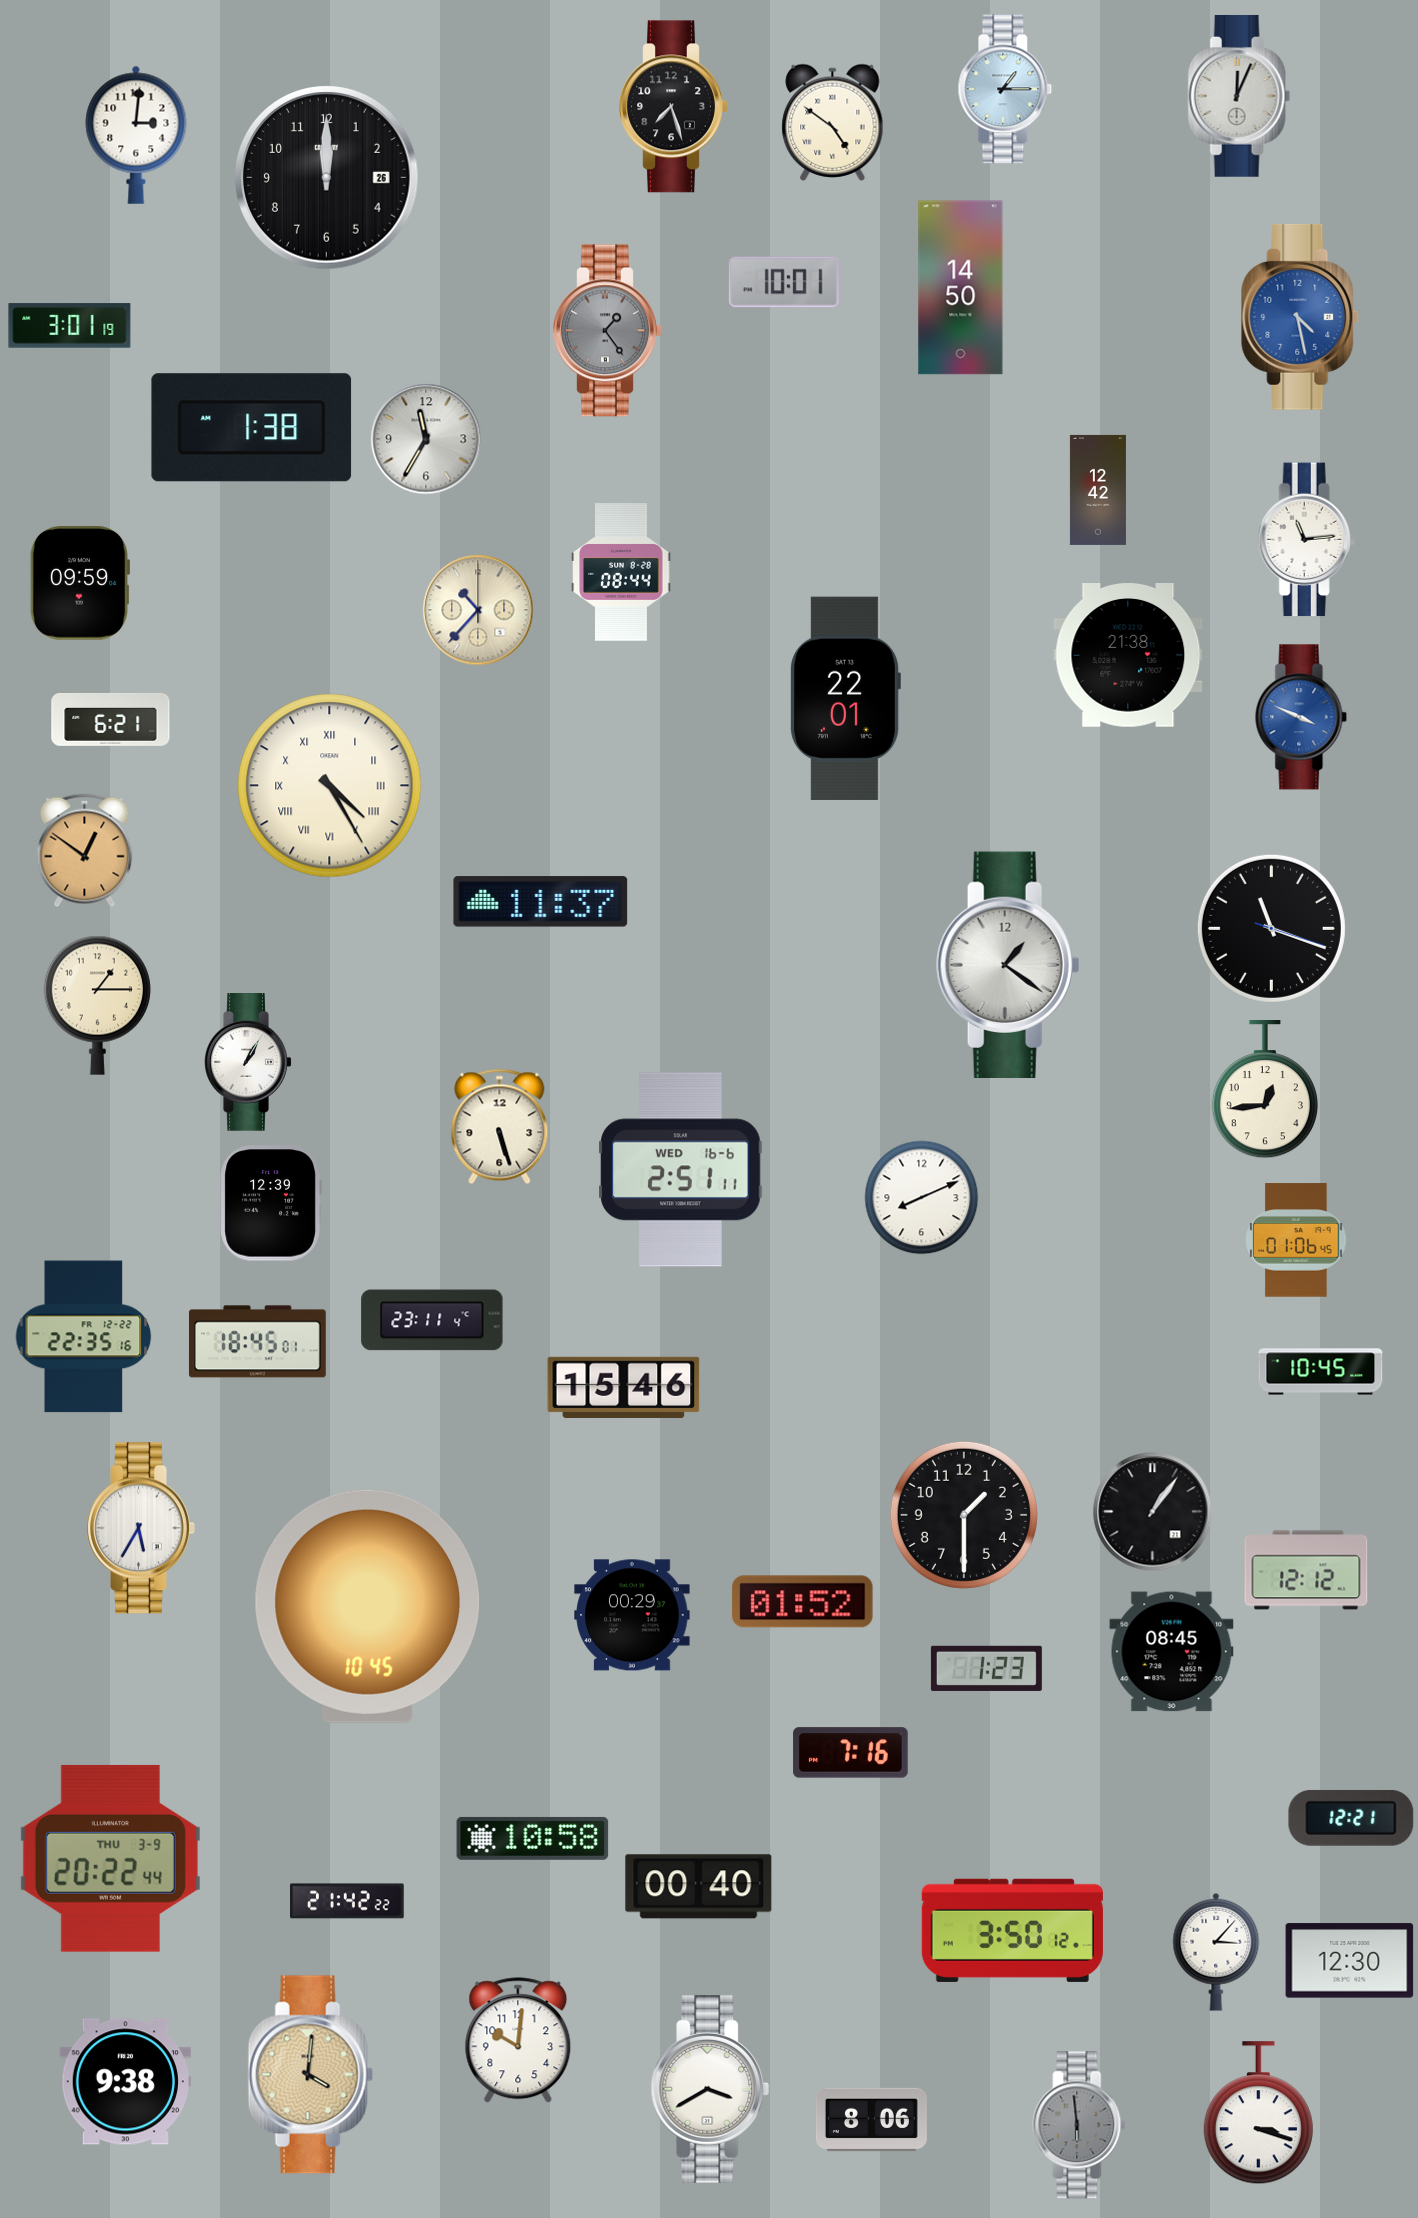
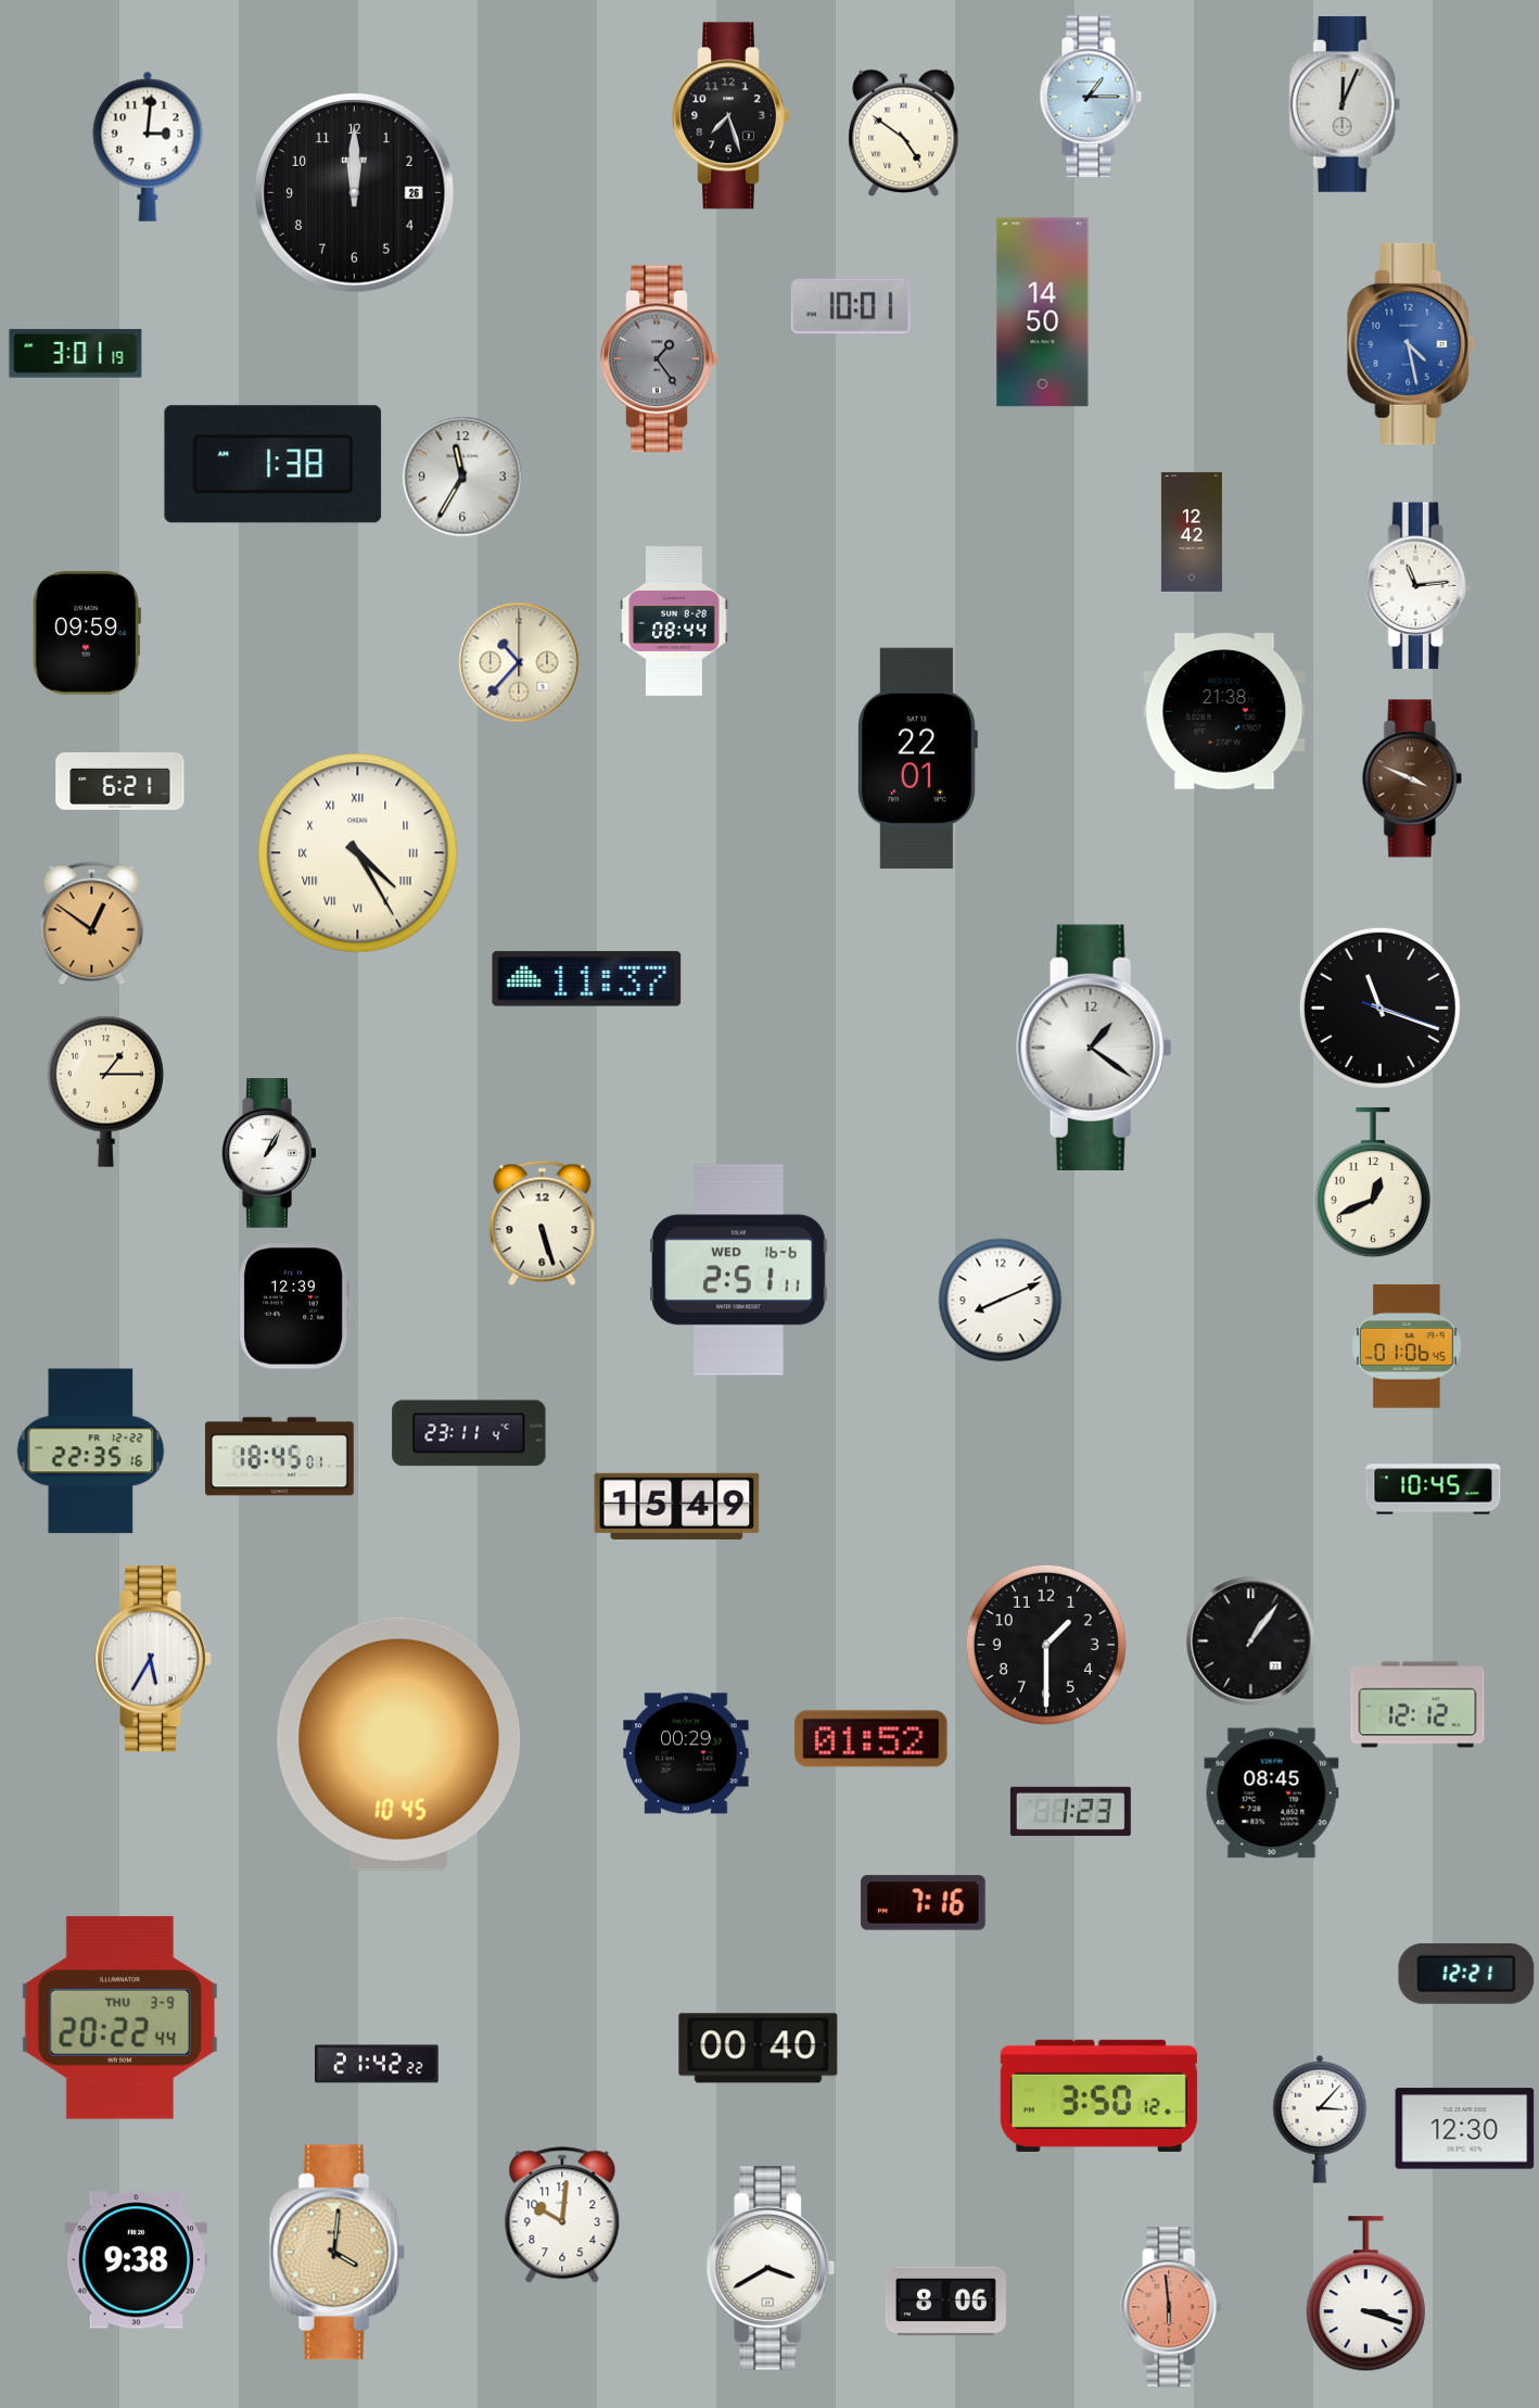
clock at (1301, 717) dial: blue -> brown
clock at (1265, 1090): 12:44 -> 12:41
clock at (624, 1387): 15:46 -> 15:49
clock at (533, 1838): 10:58 -> none
clock at (1079, 2125) dial: grey -> salmon
